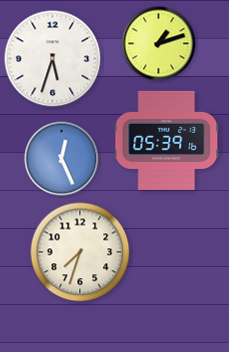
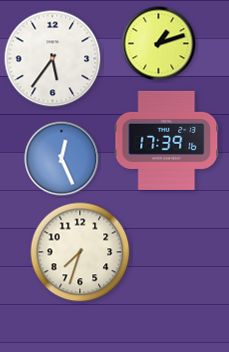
clock at (53, 59): 5:33 -> 5:36
clock at (167, 140): 05:39 -> 17:39
